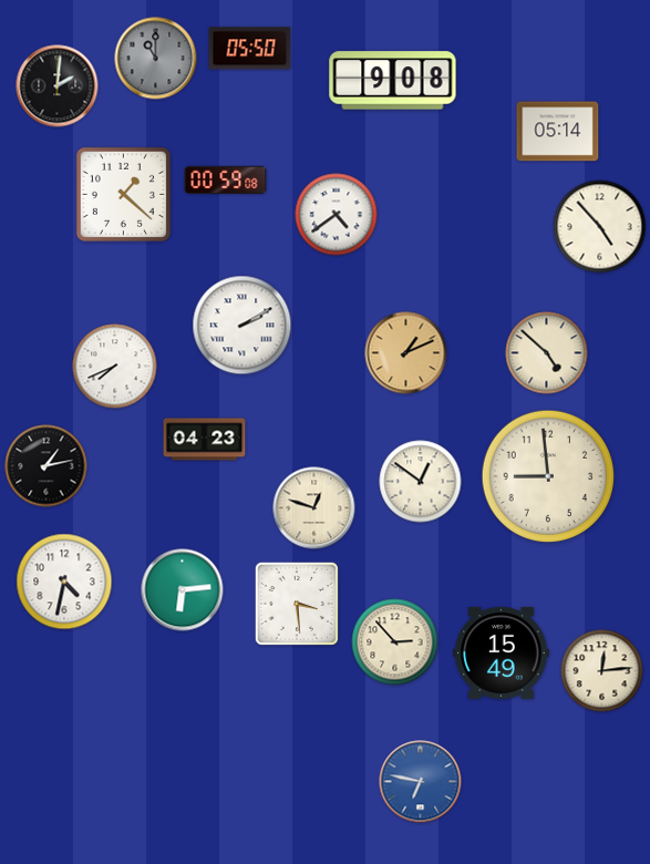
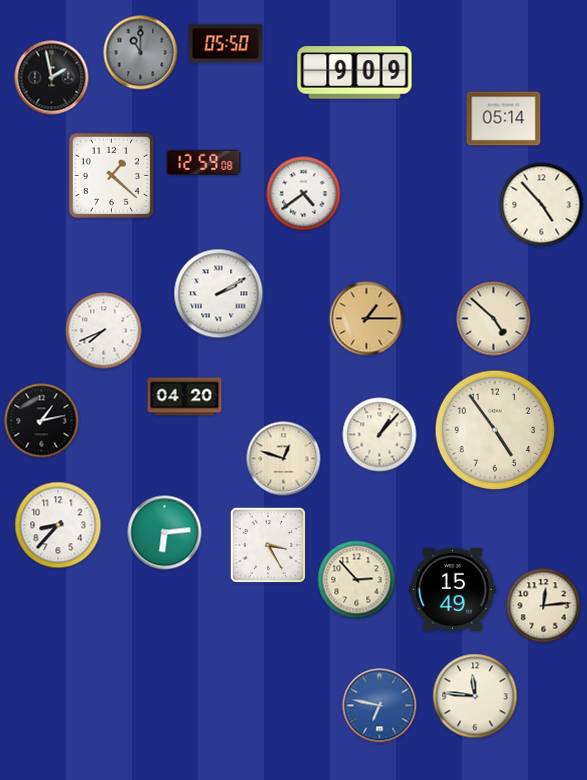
clock at (393, 81): 9:08 -> 9:09
clock at (58, 86): 2:01 -> 1:58
clock at (226, 179): 00:59 -> 12:59
clock at (406, 353): 1:11 -> 1:15
clock at (205, 440): 04:23 -> 04:20
clock at (548, 476): 8:59 -> 4:54
clock at (421, 482): 12:51 -> 1:07
clock at (64, 582): 4:32 -> 8:37
clock at (297, 604): 3:29 -> 3:25
clock at (475, 696): none -> 11:46
